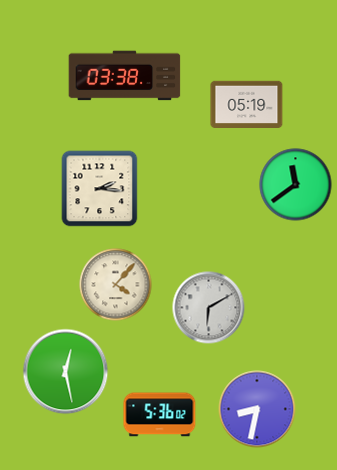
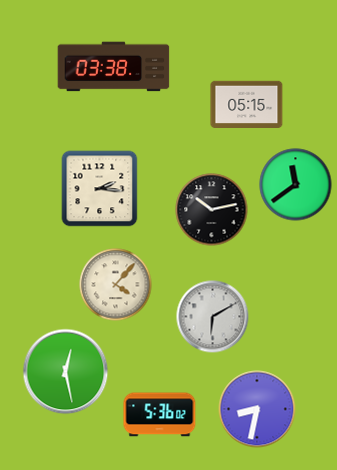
clock at (125, 76) position: (125, 76) -> (114, 67)
clock at (247, 105): 05:19 -> 05:15
clock at (212, 210): none -> 10:13
clock at (209, 308) position: (209, 308) -> (213, 317)
